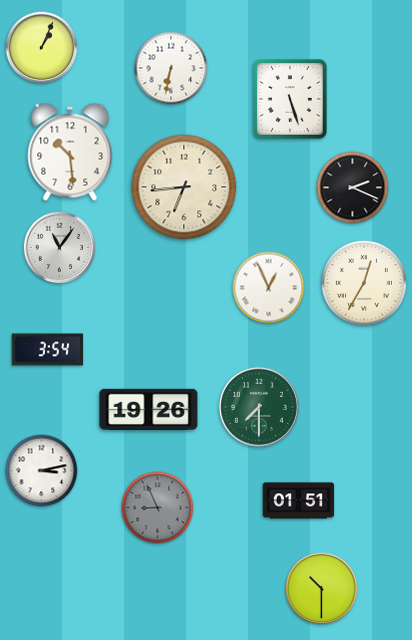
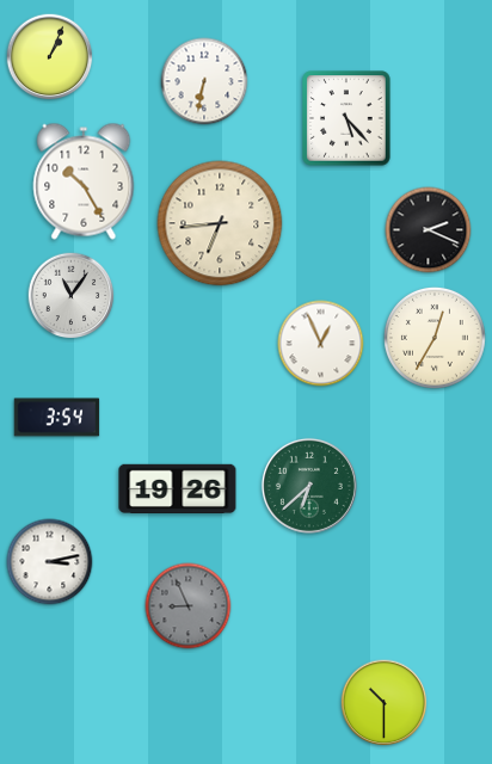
clock at (290, 99): 5:27 -> 5:23
clock at (70, 152): 10:29 -> 10:25
clock at (353, 188) position: (353, 188) -> (429, 230)
clock at (259, 407): 7:30 -> 6:38
clock at (299, 501): 01:51 -> none
